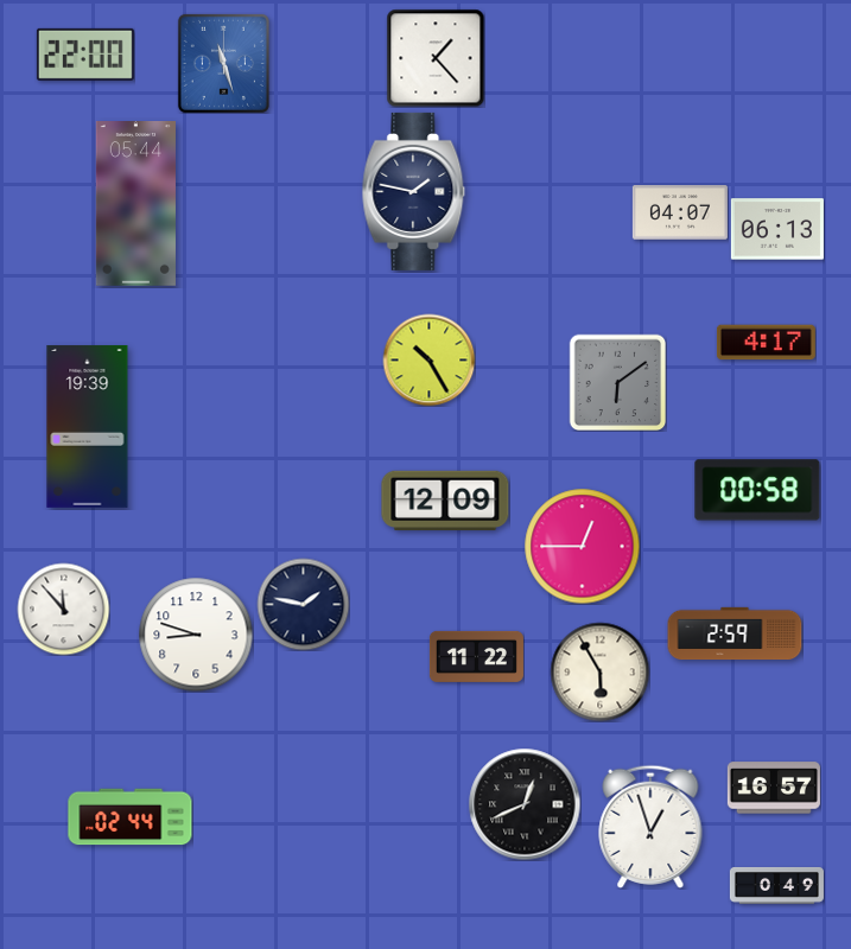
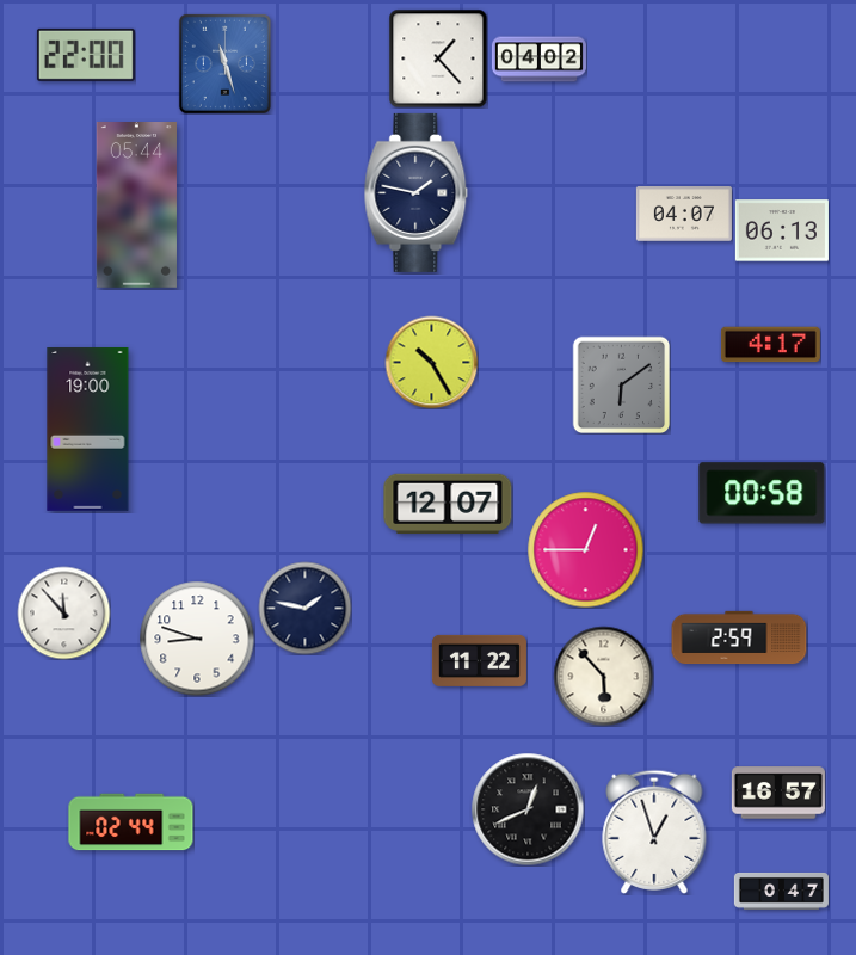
clock at (538, 60): none -> 04:02
clock at (88, 426): 19:39 -> 19:00
clock at (445, 501): 12:09 -> 12:07
clock at (599, 671): 5:55 -> 5:53
clock at (776, 885): 0:49 -> 0:47
